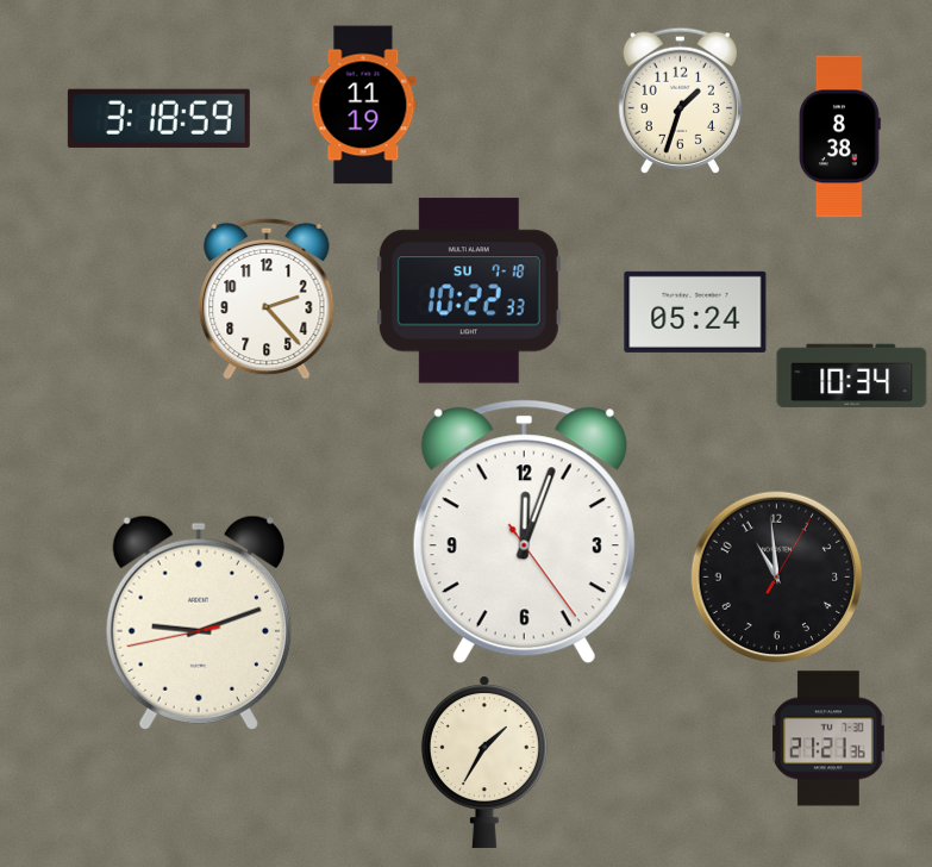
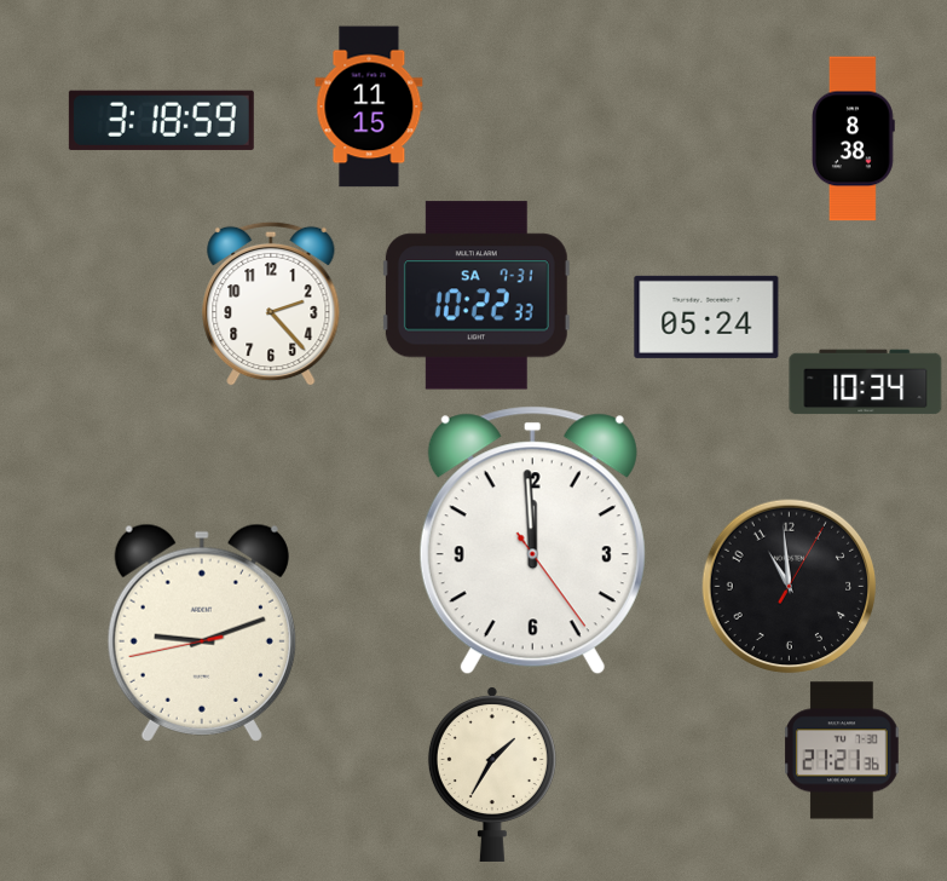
clock at (680, 100): 1:33 -> none
clock at (363, 105): 11:19 -> 11:15
clock at (469, 291) date: SU 7-18 -> SA 7-31
clock at (524, 532): 12:03 -> 11:59
